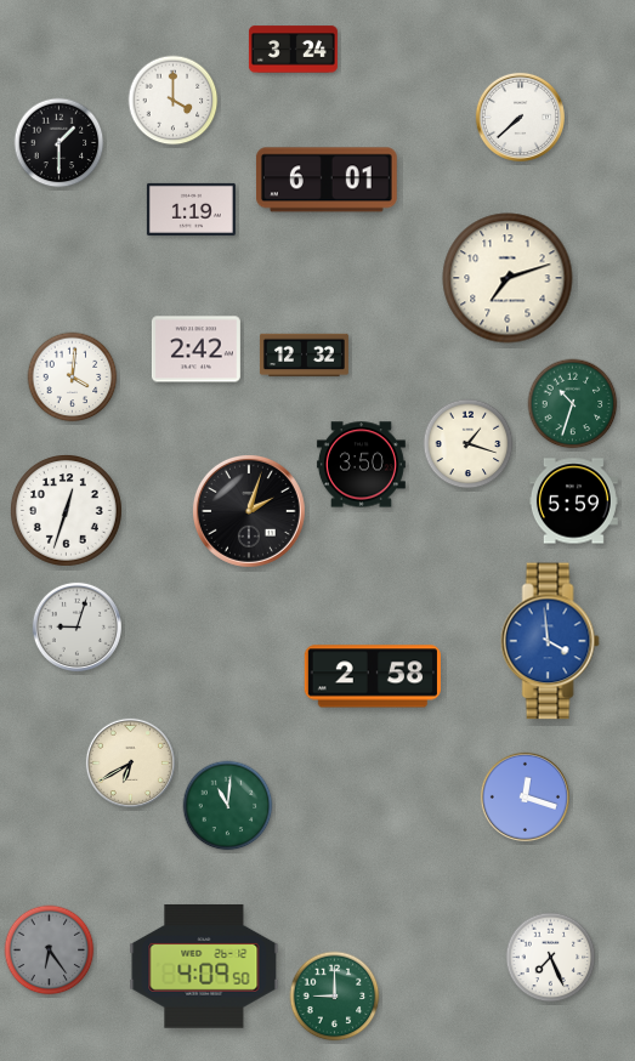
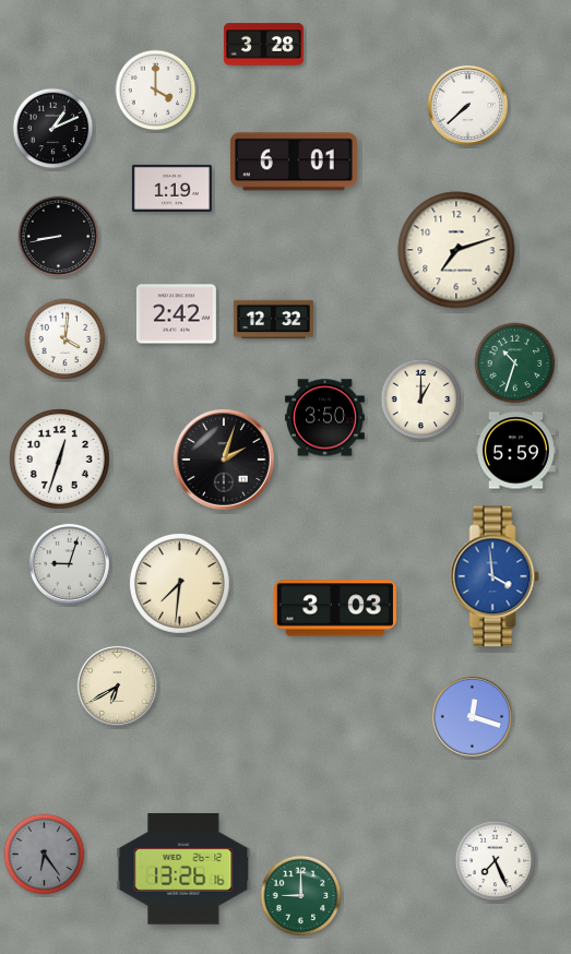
clock at (293, 50): 3:24 -> 3:28
clock at (59, 143): 1:30 -> 1:11
clock at (59, 237): none -> 8:43
clock at (469, 444): 1:18 -> 1:00
clock at (179, 583): none -> 7:31
clock at (373, 676): 2:58 -> 3:03
clock at (228, 806): 11:01 -> none
clock at (204, 966): 4:09 -> 13:26
